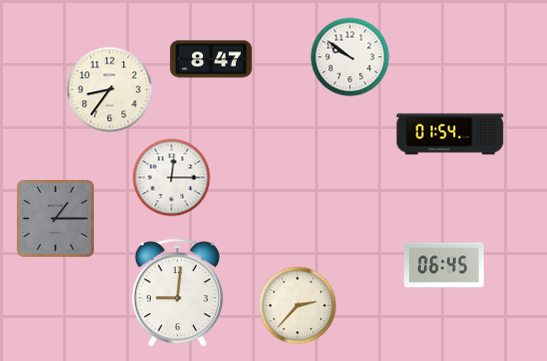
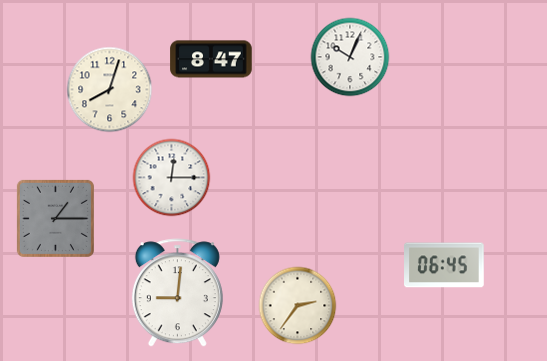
clock at (350, 57): 9:51 -> 10:04
clock at (109, 89): 8:36 -> 8:03
clock at (450, 134): 01:54 -> none
clock at (297, 305): 2:37 -> 2:36
